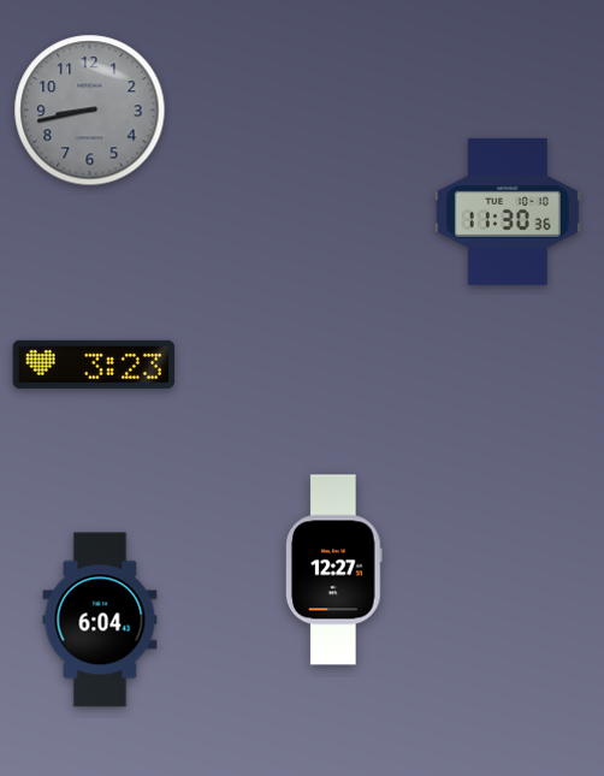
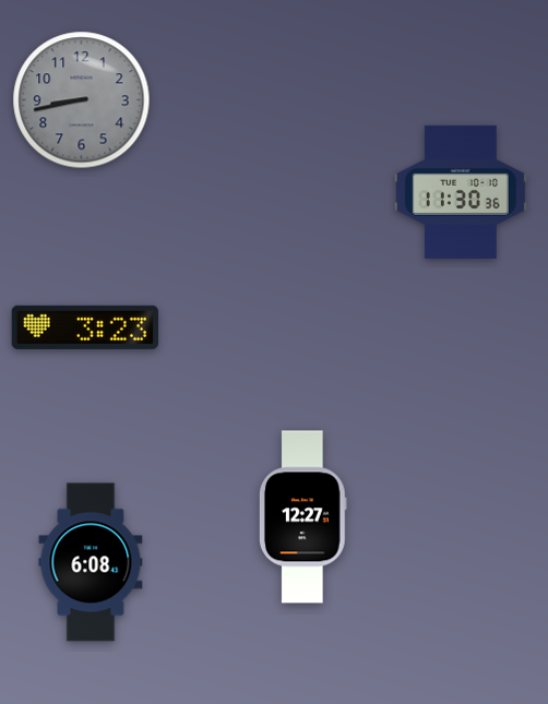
clock at (93, 365) position: (93, 365) -> (84, 327)
clock at (100, 620): 6:04 -> 6:08
